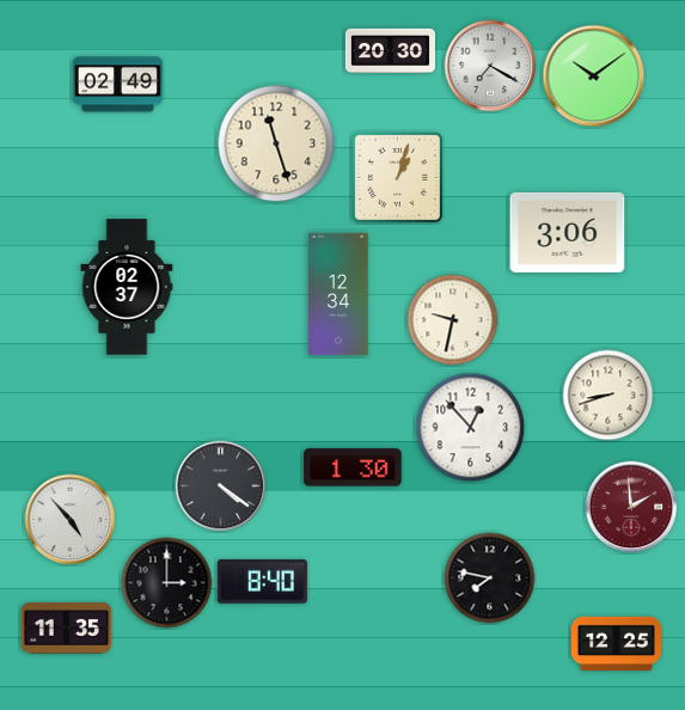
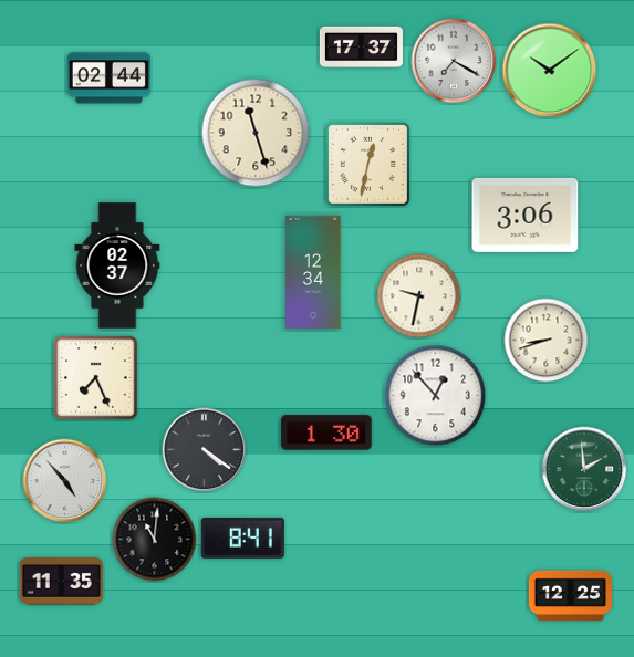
clock at (390, 50): 20:30 -> 17:37
clock at (117, 85): 02:49 -> 02:44
clock at (397, 177): 1:03 -> 12:32
clock at (608, 396) position: (608, 396) -> (547, 341)
clock at (96, 378): none -> 7:26
clock at (631, 507) dial: burgundy -> green
clock at (490, 579): 7:47 -> none
clock at (262, 581): 8:40 -> 8:41
clock at (167, 583): 3:00 -> 11:01
